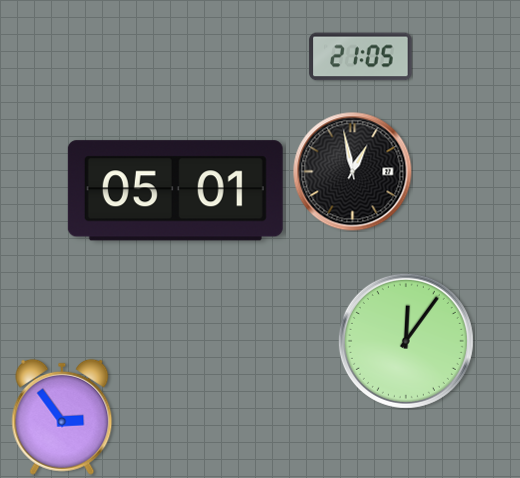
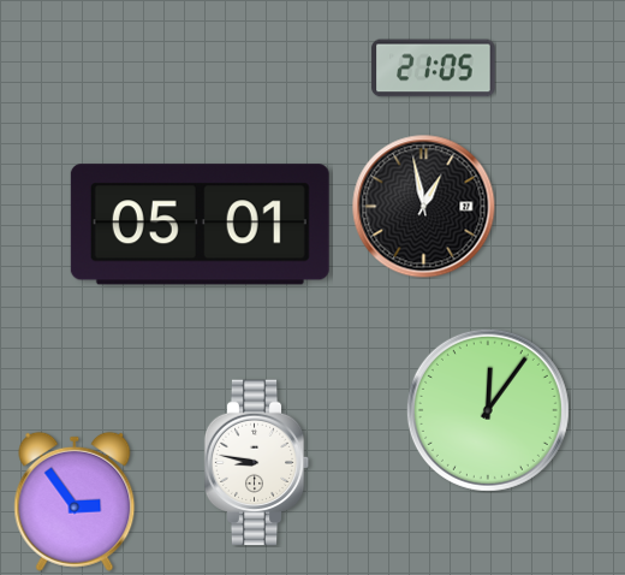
clock at (175, 191) position: (175, 191) -> (200, 225)
clock at (257, 463): none -> 8:47
